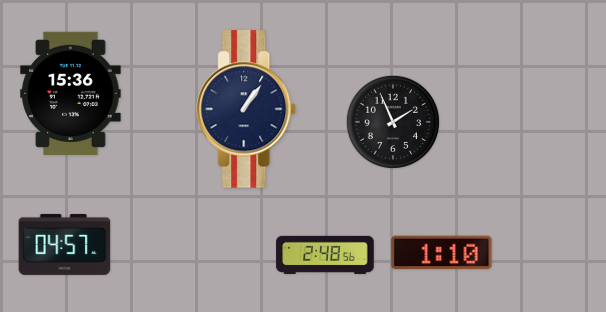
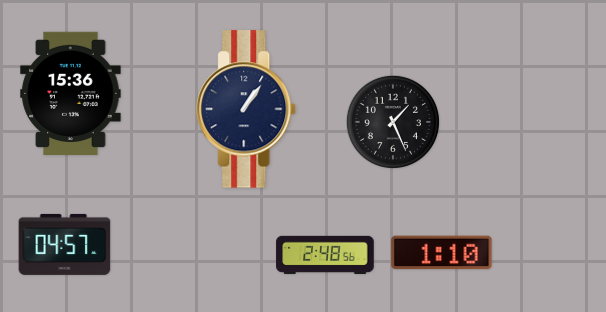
clock at (393, 122): 1:56 -> 1:26
